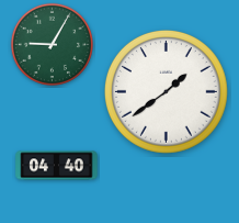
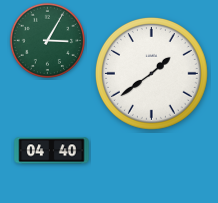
clock at (53, 45): 9:05 -> 3:05
clock at (167, 92) position: (167, 92) -> (152, 74)
